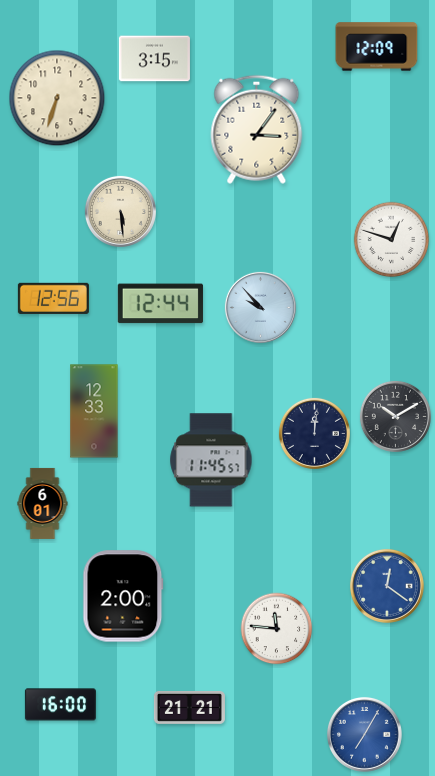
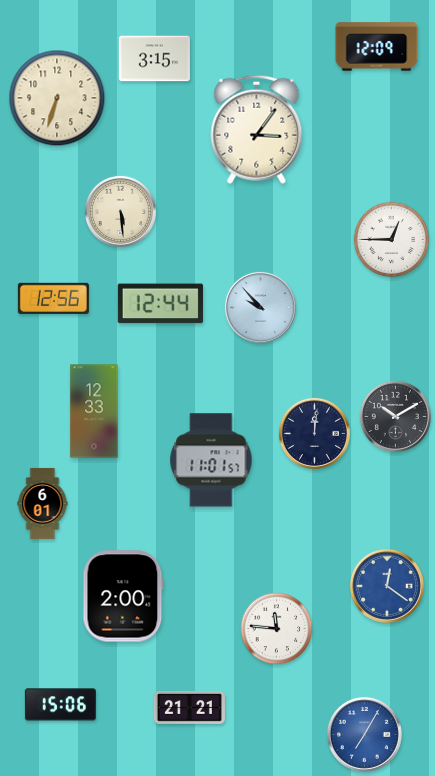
clock at (392, 240): 12:48 -> 12:45
clock at (211, 460): 11:45 -> 11:01
clock at (60, 705): 16:00 -> 15:06
